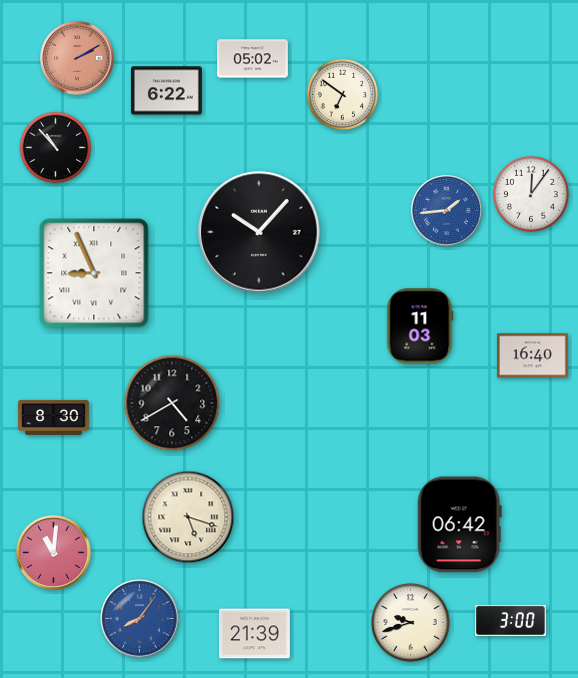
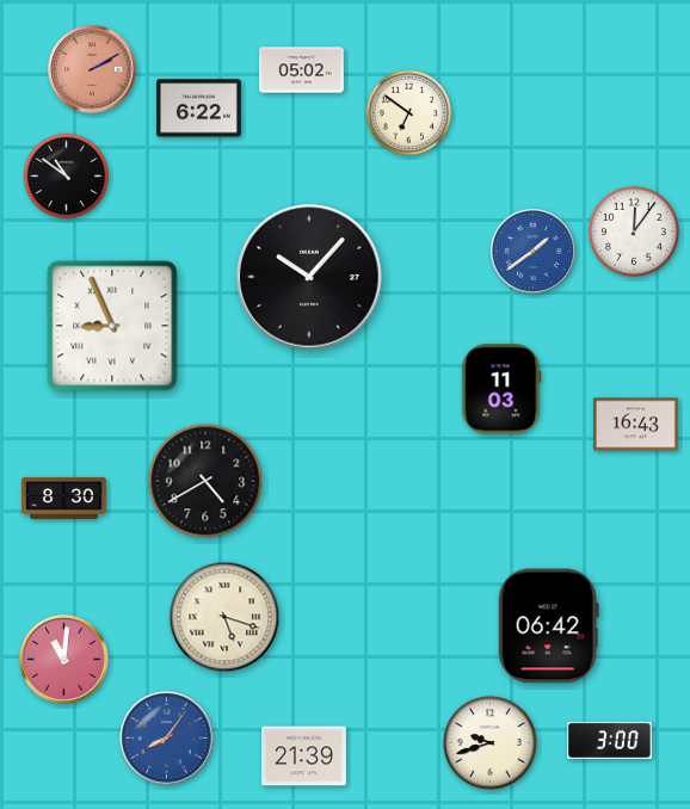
clock at (56, 148): 10:53 -> 10:51
clock at (447, 211): 1:44 -> 1:39
clock at (533, 356): 16:40 -> 16:43
